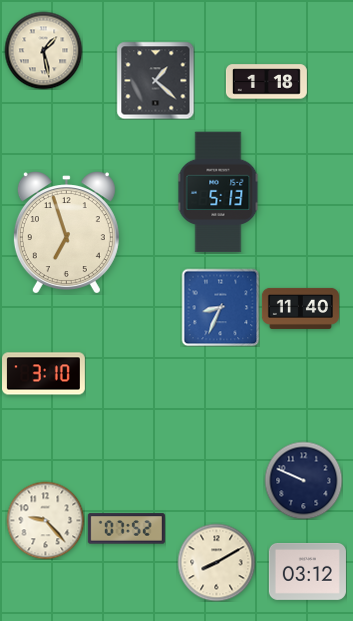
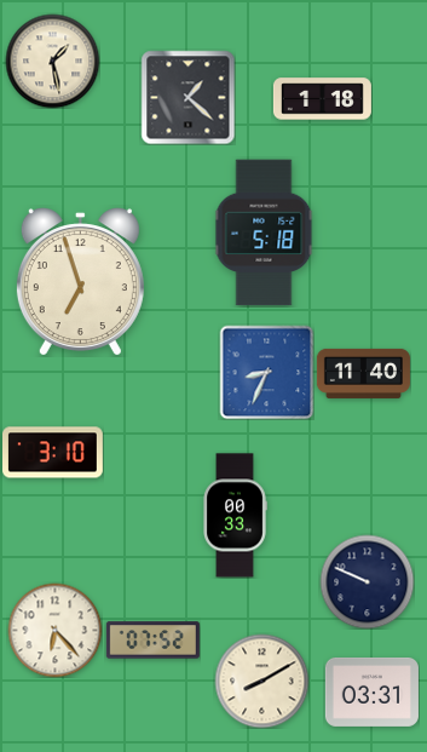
clock at (218, 192): 5:13 -> 5:18
clock at (235, 516): none -> 00:33
clock at (45, 520): 9:23 -> 6:23
clock at (307, 571): 03:12 -> 03:31
